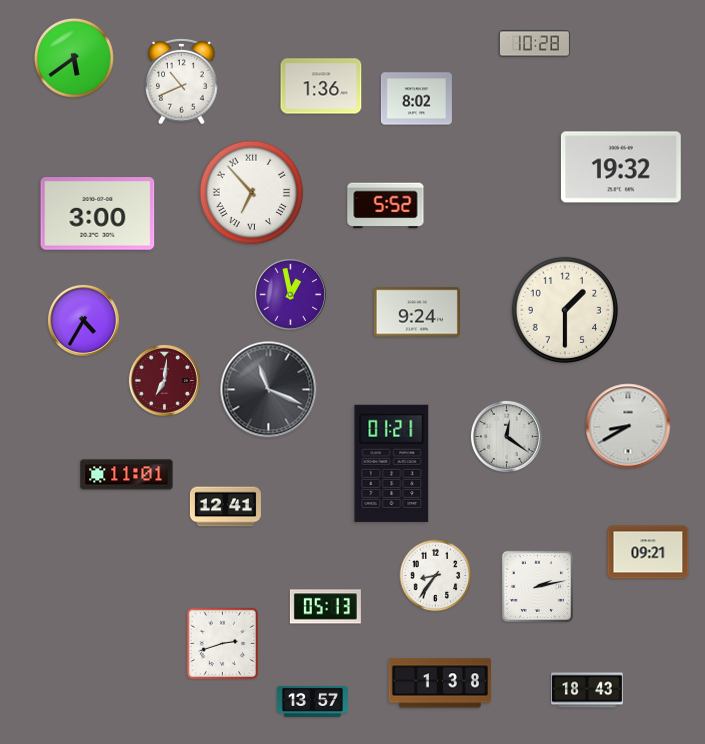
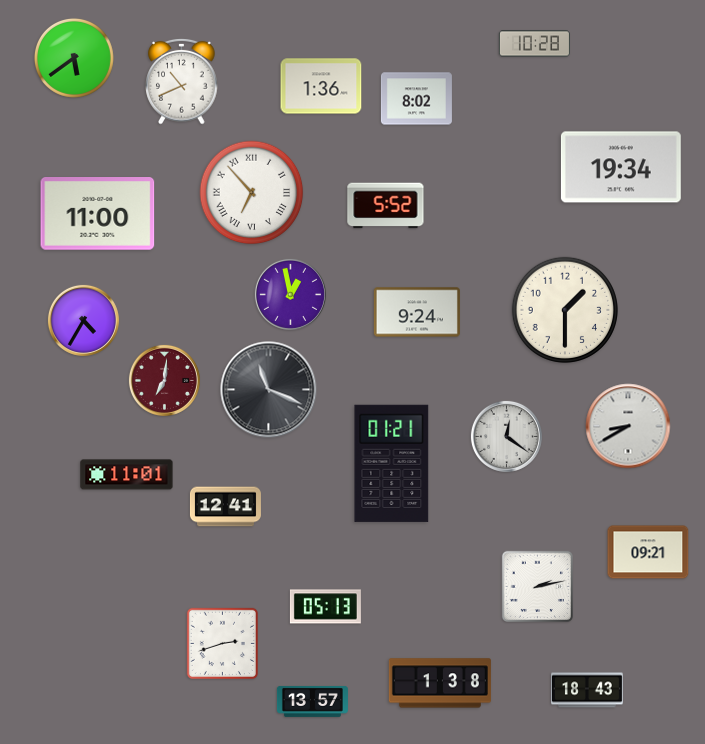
clock at (621, 167): 19:32 -> 19:34
clock at (98, 214): 3:00 -> 11:00
clock at (436, 576): 8:36 -> none
